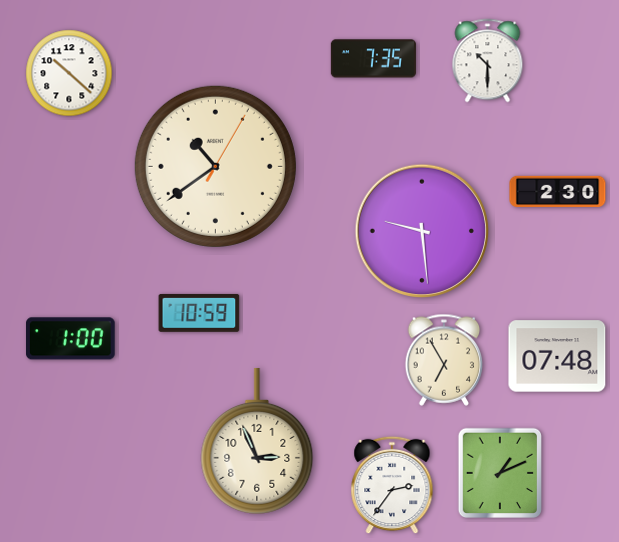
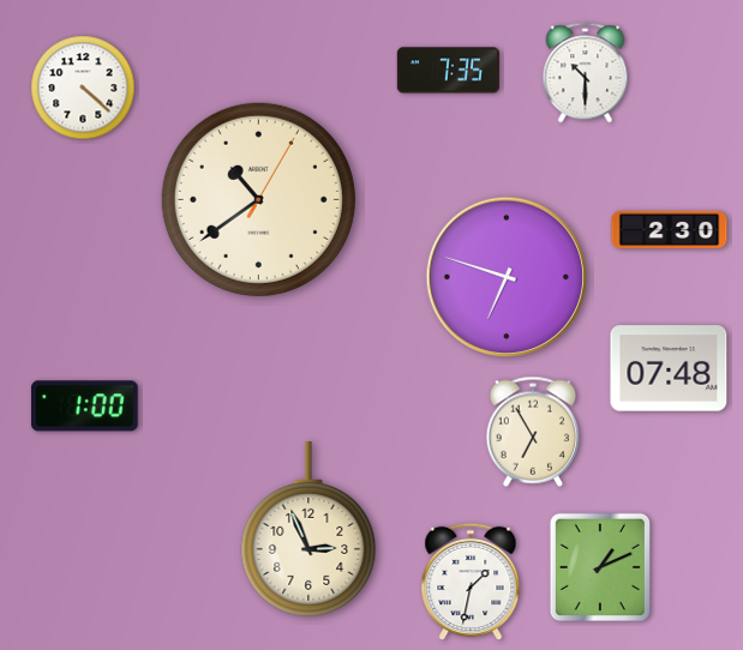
clock at (69, 73): 10:22 -> 4:22
clock at (422, 231): 9:29 -> 6:48
clock at (199, 313): 10:59 -> none
clock at (557, 356) position: (557, 356) -> (669, 368)
clock at (392, 485): 2:36 -> 1:32
